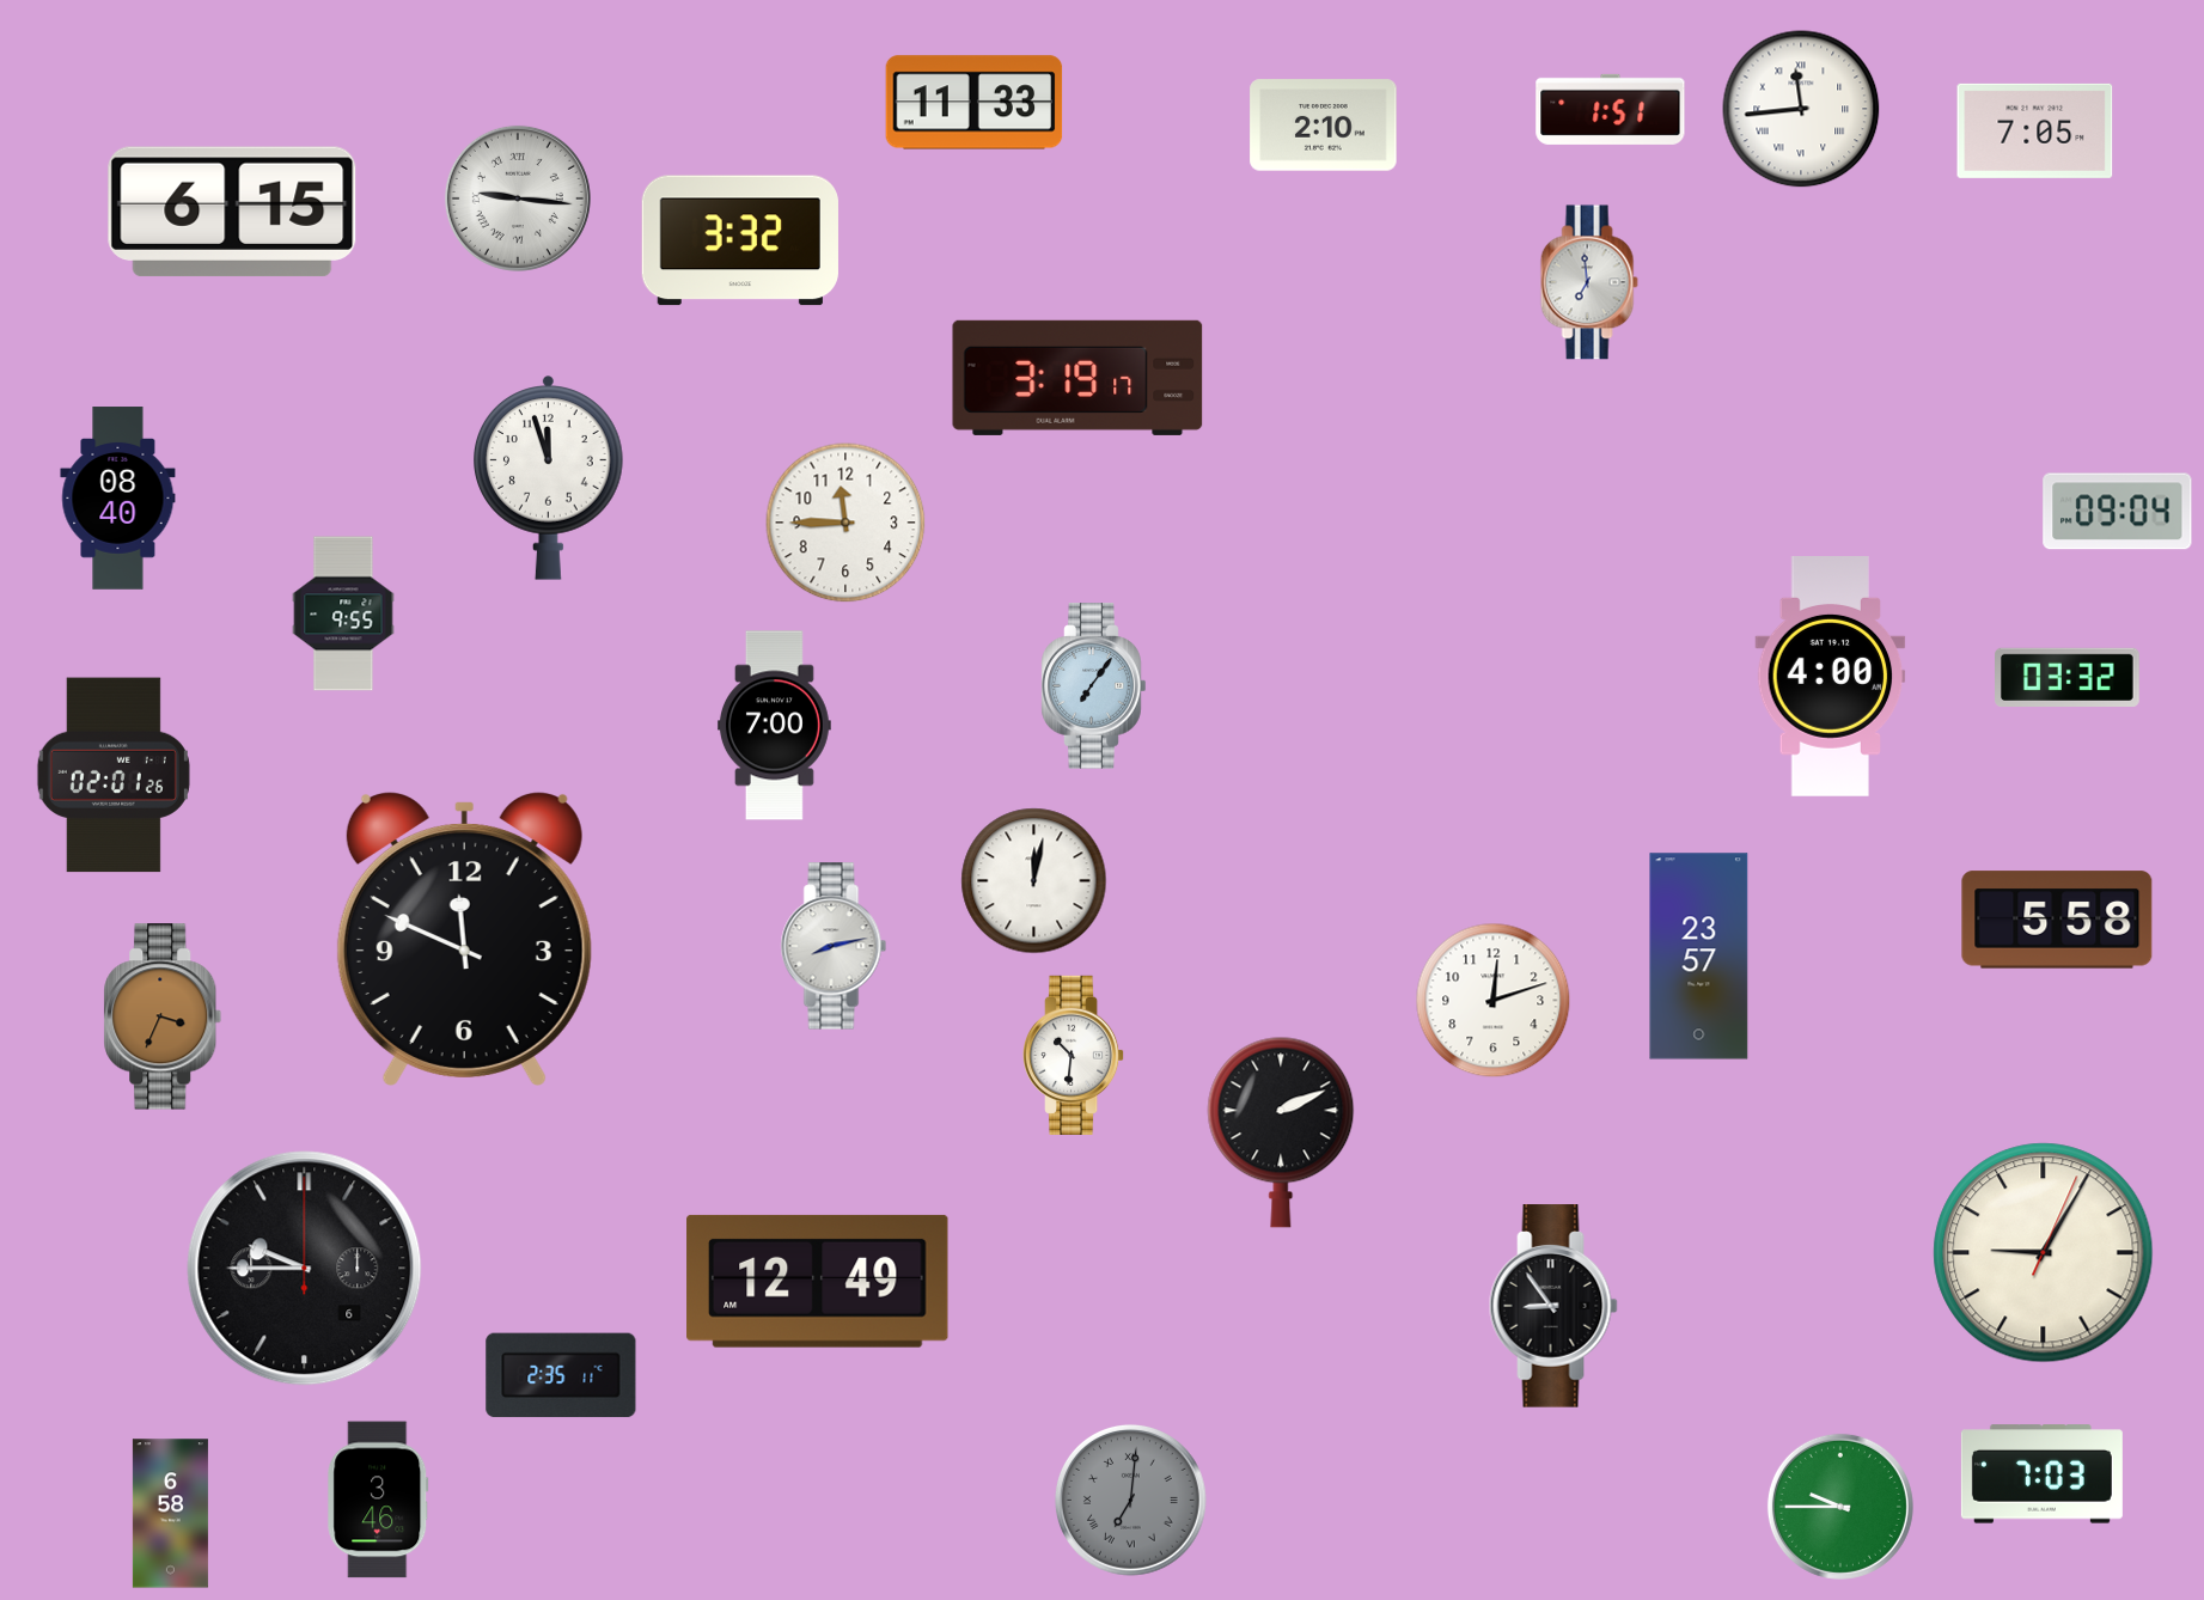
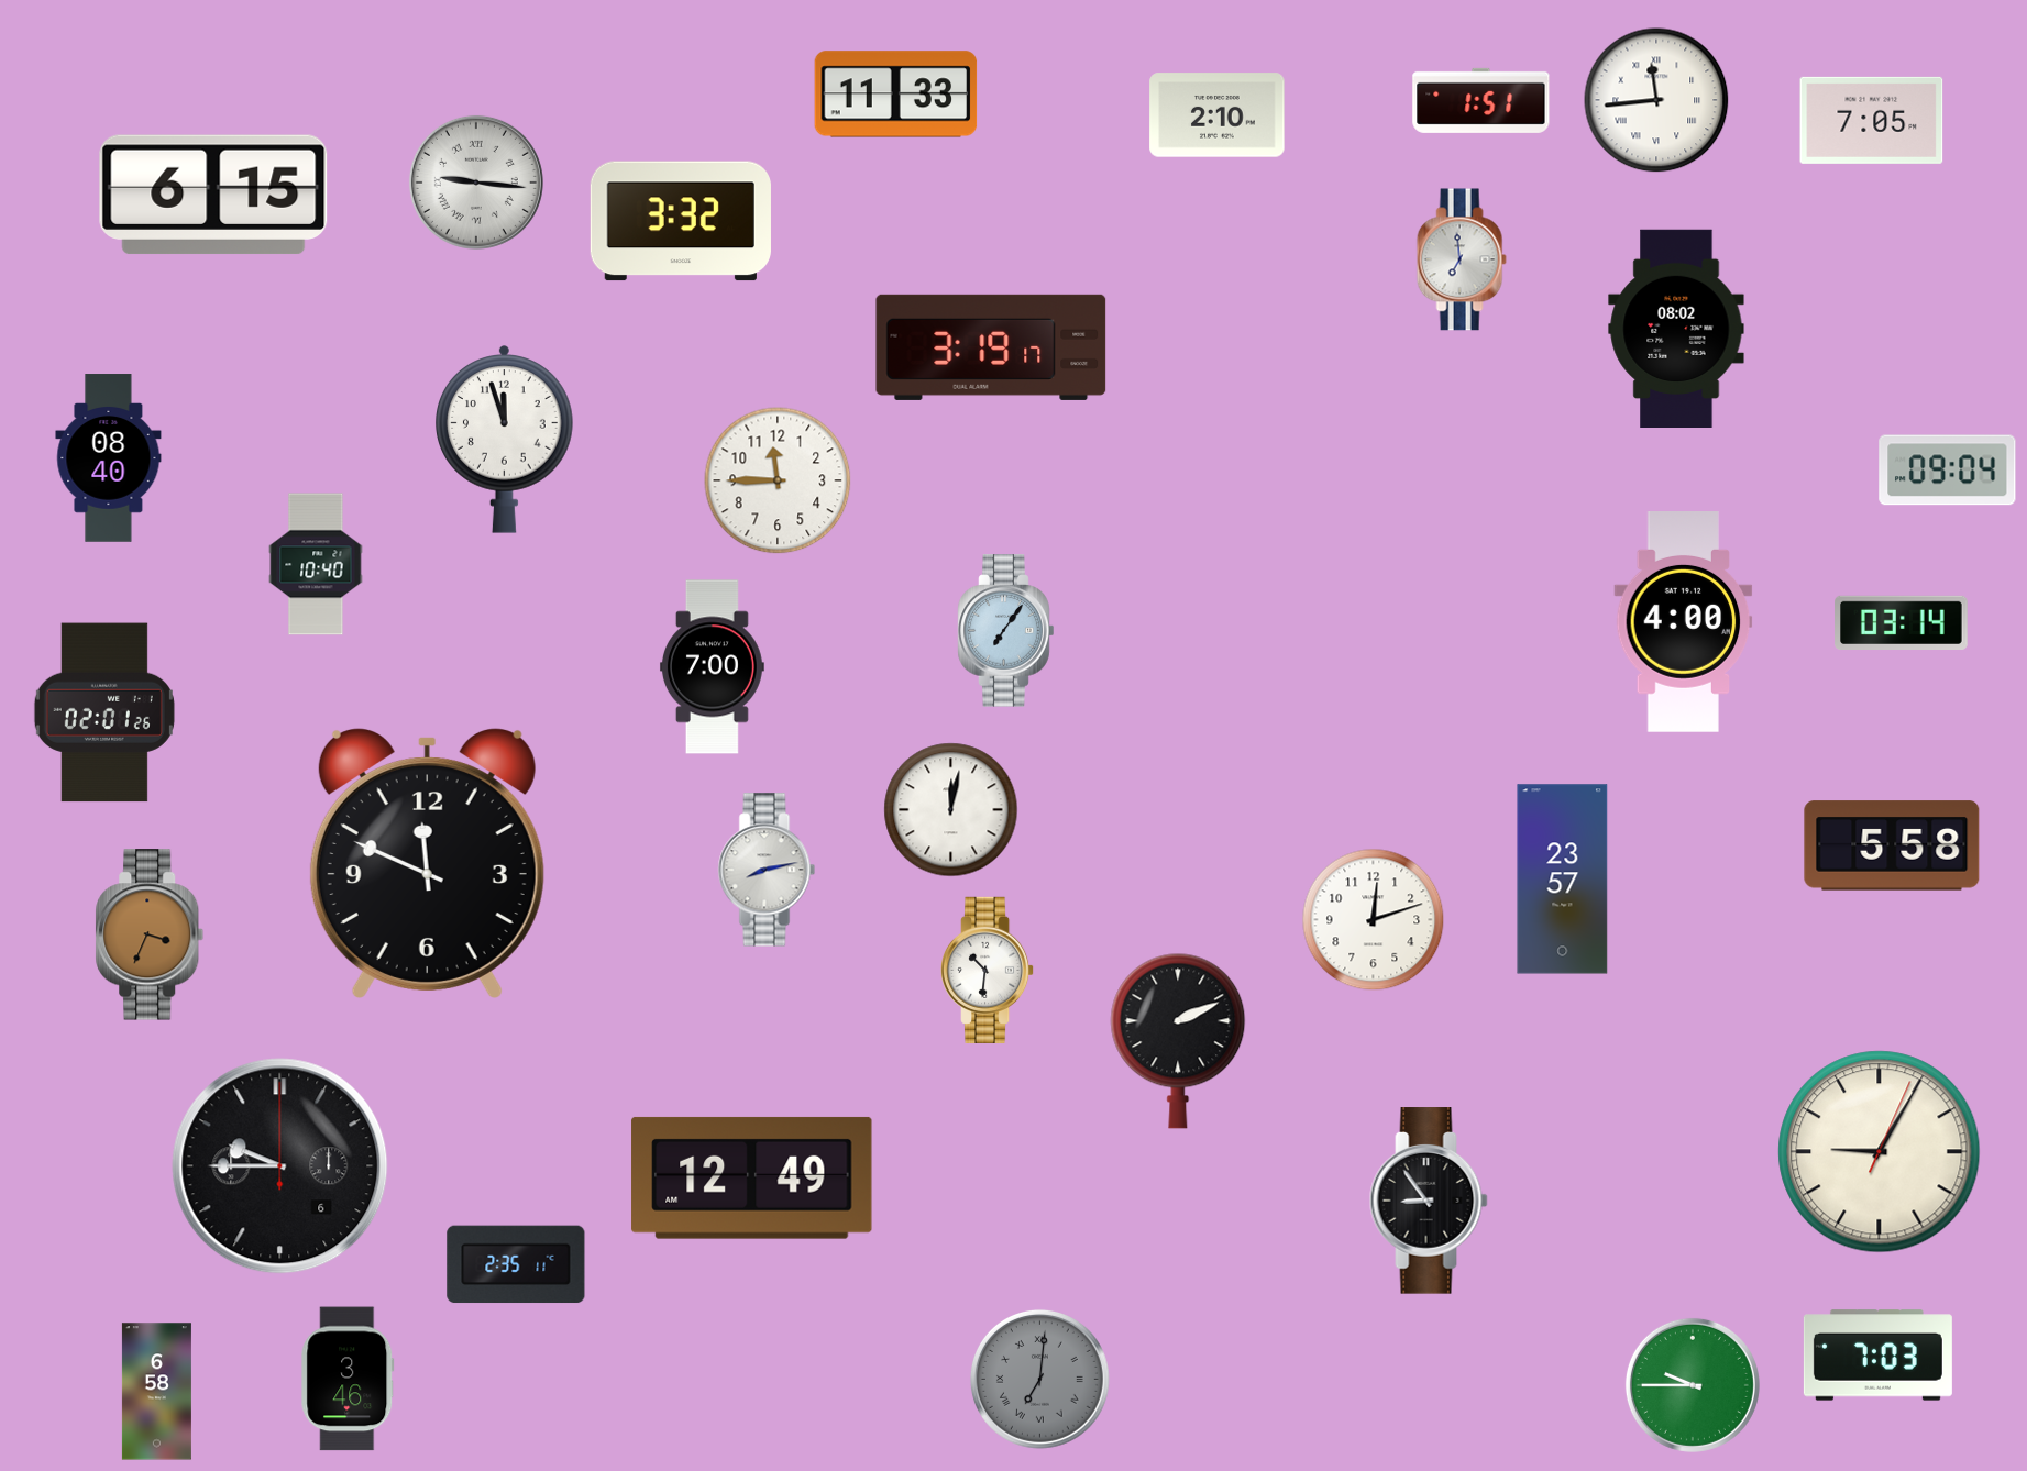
clock at (1676, 328): none -> 08:02
clock at (343, 613): 9:55 -> 10:40
clock at (2068, 677): 03:32 -> 03:14
